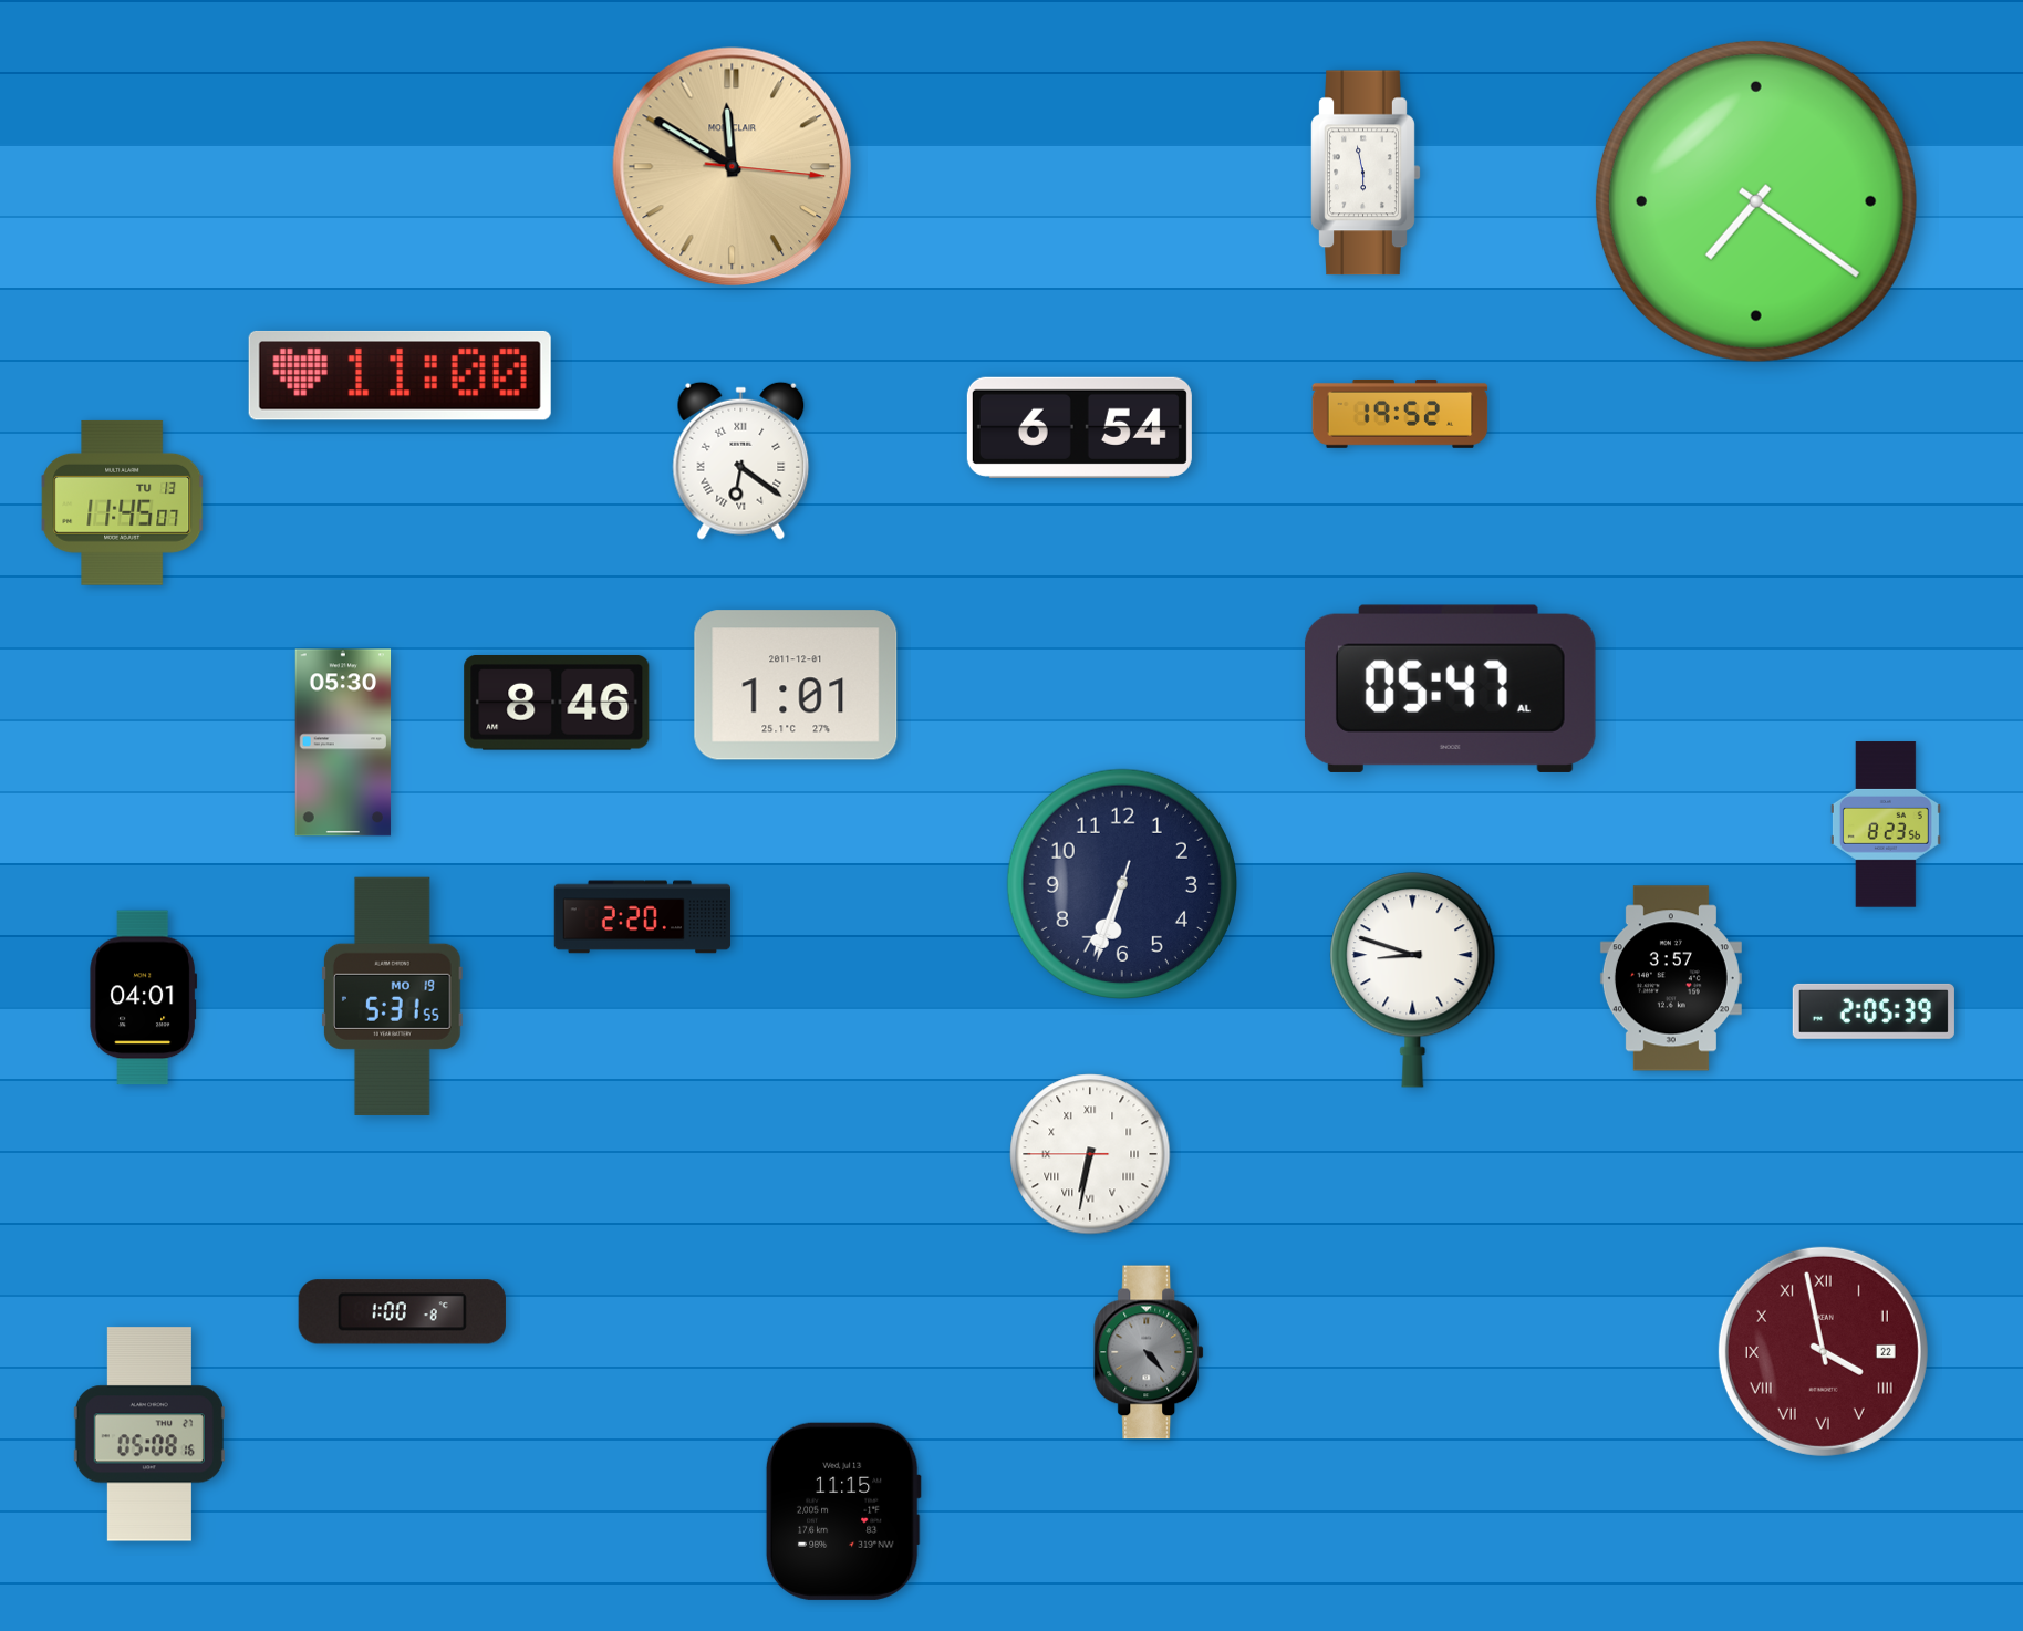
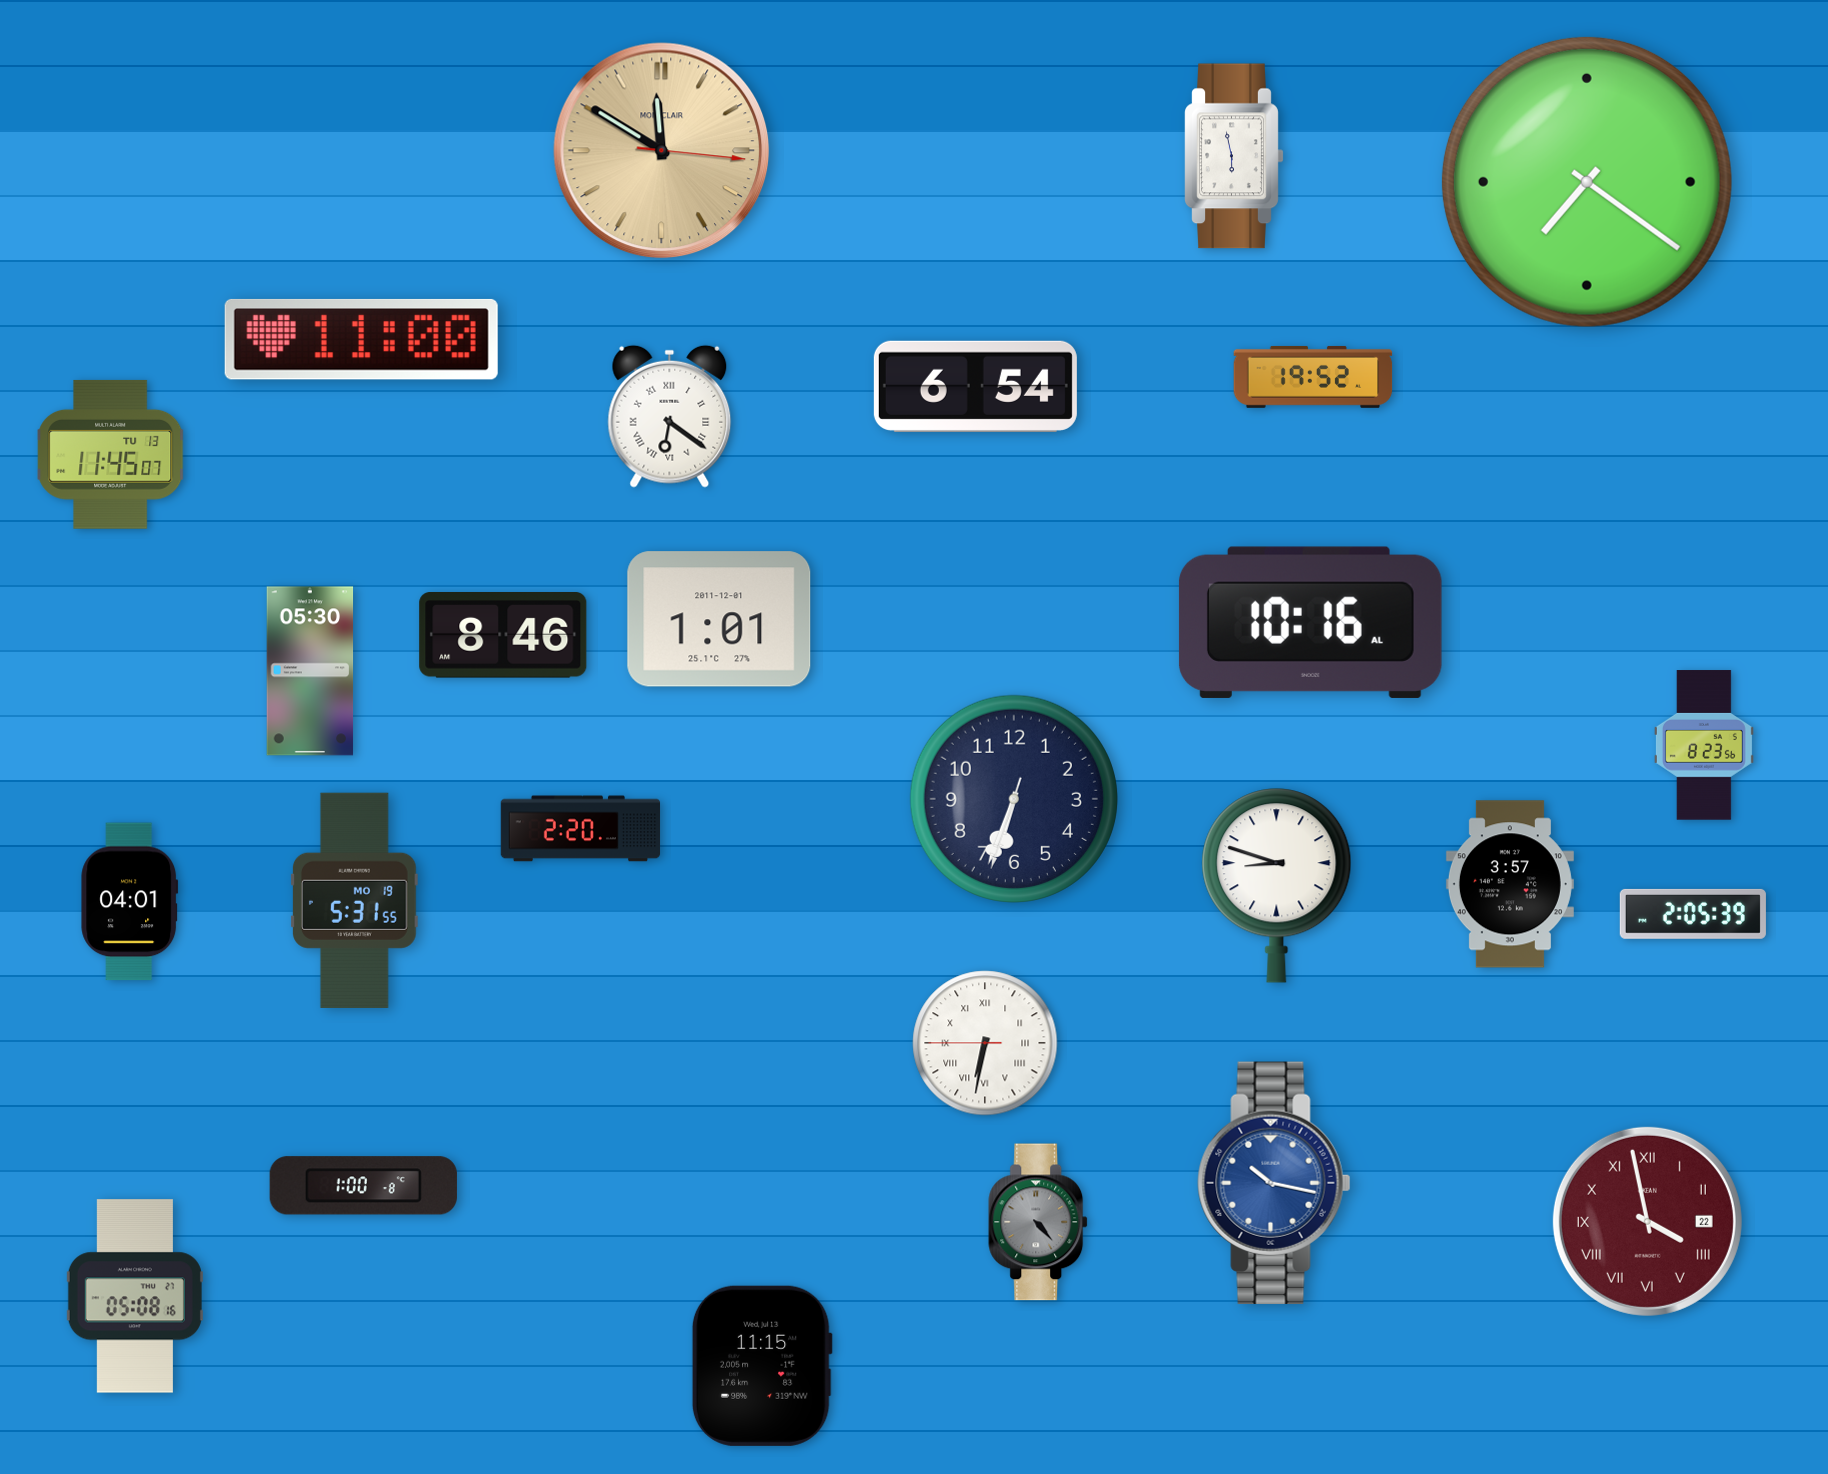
clock at (1400, 414) position: (1400, 414) -> (1313, 377)
clock at (1450, 688): 05:47 -> 10:16
clock at (1274, 1183): none -> 10:17
